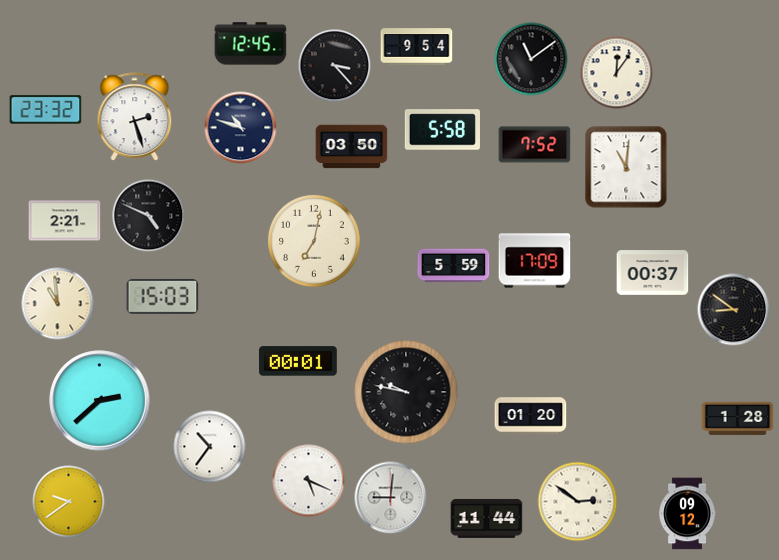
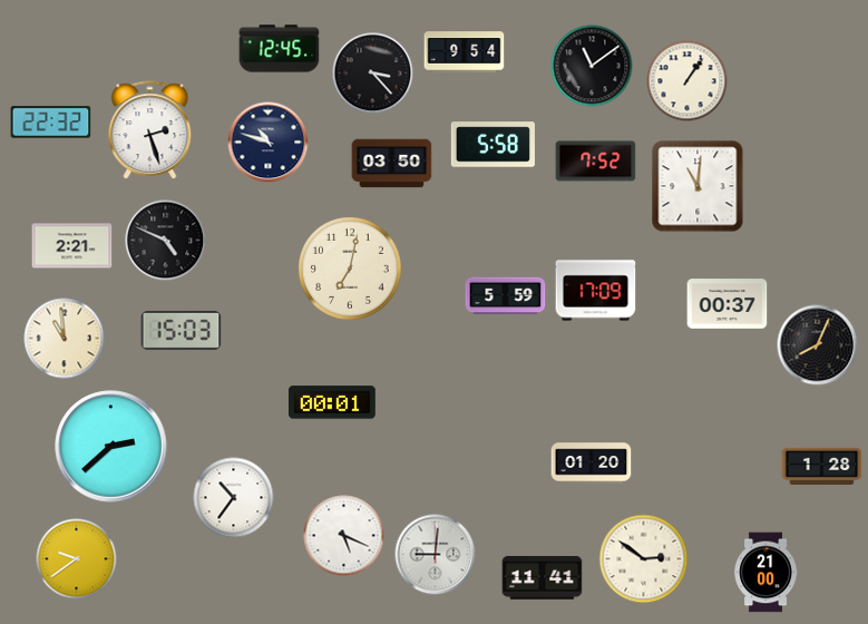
clock at (617, 73): 12:06 -> 1:06
clock at (46, 110): 23:32 -> 22:32
clock at (734, 310): 8:51 -> 8:04
clock at (406, 392): 9:47 -> none
clock at (687, 514): 09:12 -> 21:00
clock at (487, 518): 11:44 -> 11:41
